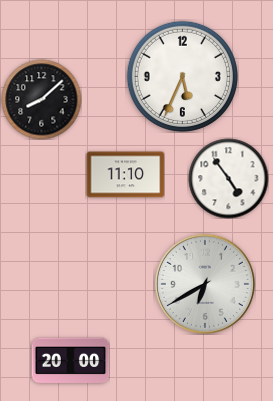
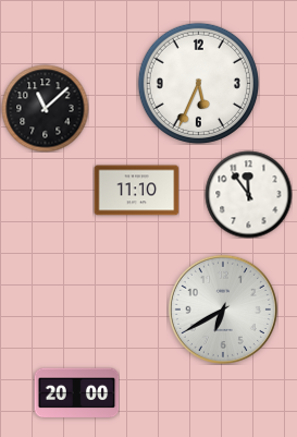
clock at (41, 99): 8:08 -> 11:08
clock at (228, 178): 4:54 -> 11:54
